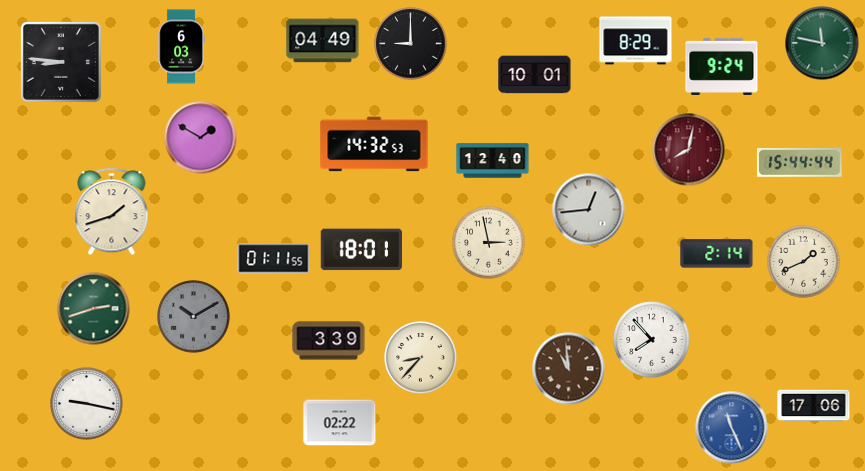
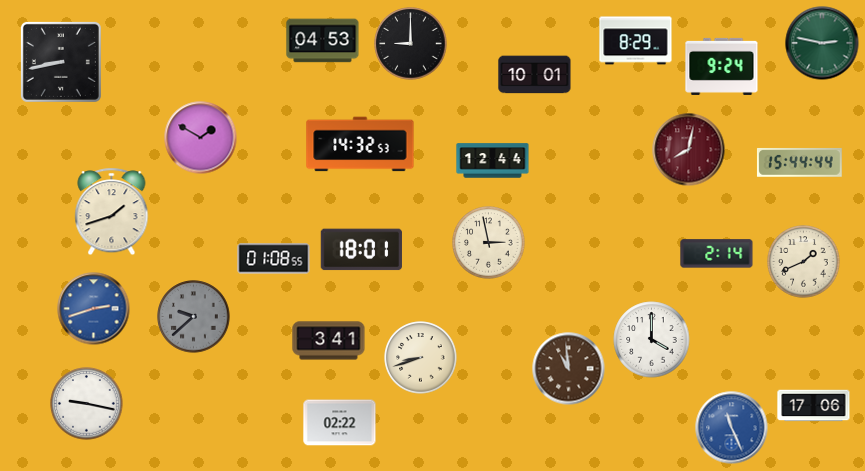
clock at (323, 41): 04:49 -> 04:53
clock at (822, 43): 11:47 -> 2:47
clock at (181, 47): 6:03 -> none
clock at (61, 62): 8:46 -> 8:43
clock at (374, 144) position: (374, 144) -> (360, 144)
clock at (493, 161): 12:40 -> 12:44
clock at (589, 210): 12:44 -> none
clock at (274, 259): 01:11 -> 01:08
clock at (94, 309) dial: green -> blue
clock at (194, 317): 10:10 -> 9:38
clock at (652, 340): 7:53 -> 4:00
clock at (329, 341): 3:39 -> 3:41
clock at (421, 358): 8:37 -> 8:42
